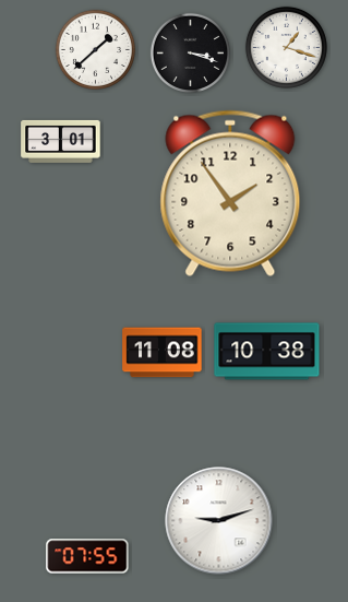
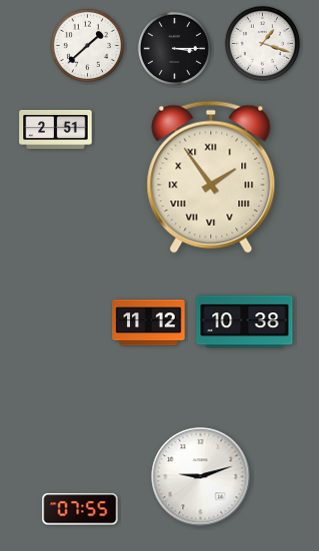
clock at (190, 52): 3:18 -> 3:15
clock at (61, 141): 3:01 -> 2:51
clock at (230, 193) numerals: Arabic -> Roman
clock at (163, 353): 11:08 -> 11:12
